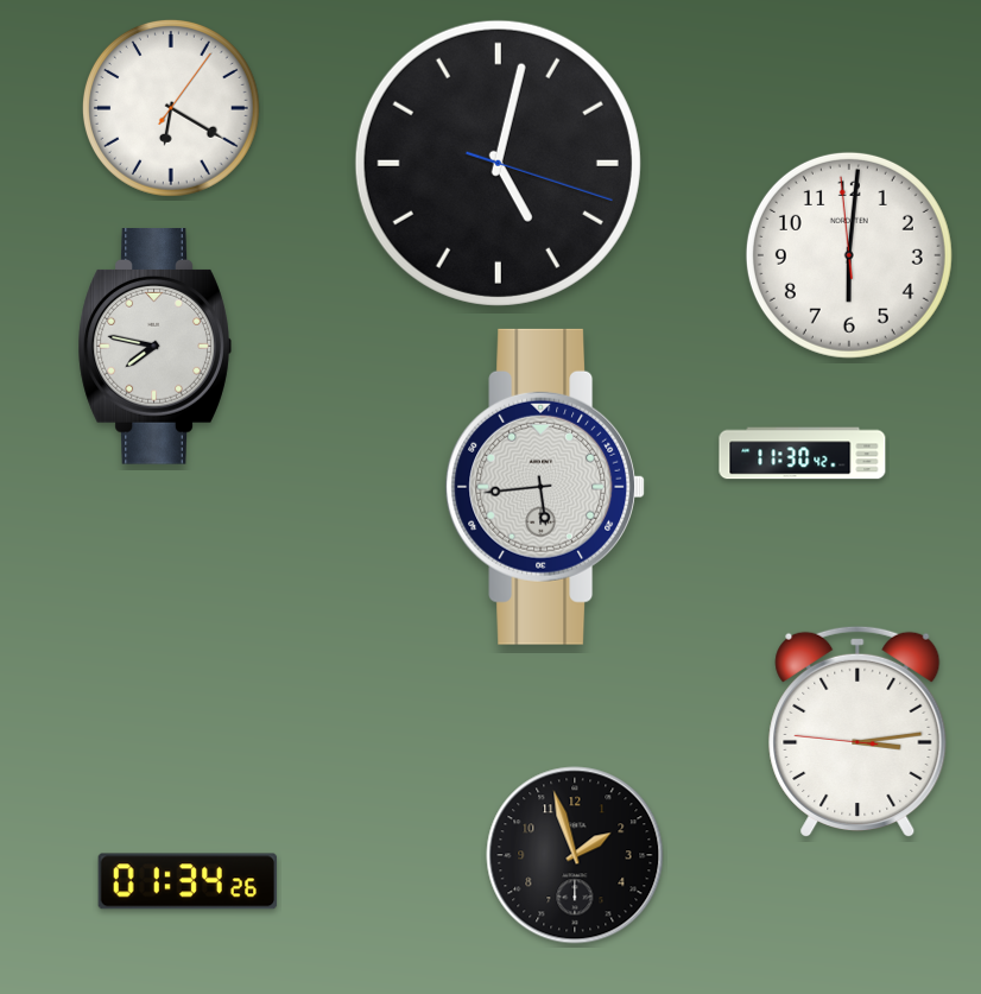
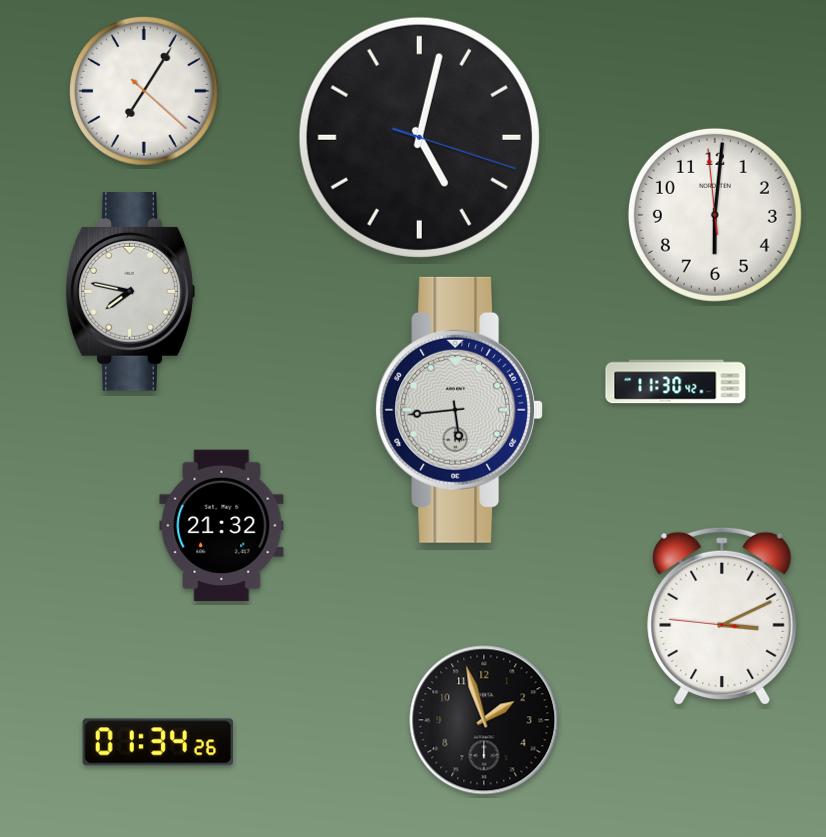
clock at (171, 108): 6:20 -> 7:05
clock at (222, 526): none -> 21:32
clock at (857, 730): 3:13 -> 3:10
